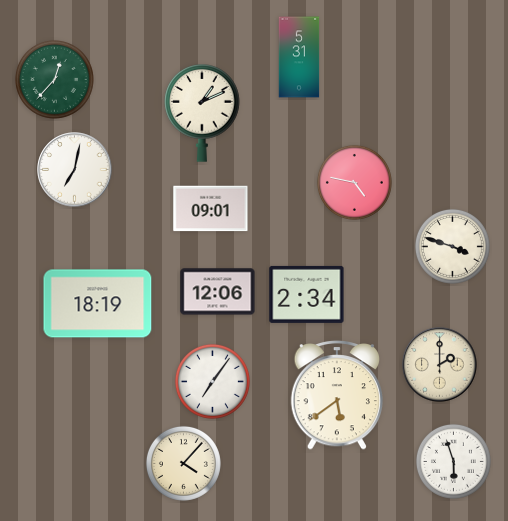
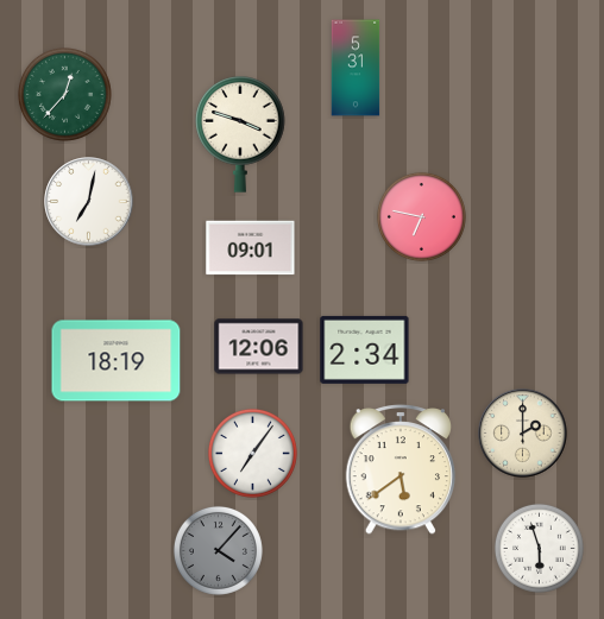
clock at (202, 113): 1:11 -> 3:48
clock at (354, 182): 4:47 -> 6:47
clock at (452, 246): 3:48 -> none
clock at (183, 463) dial: cream -> grey
